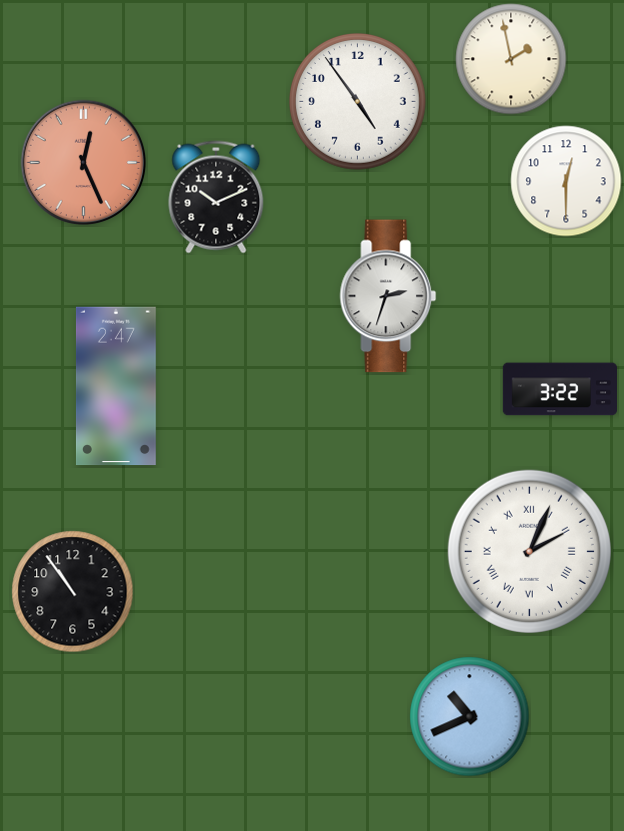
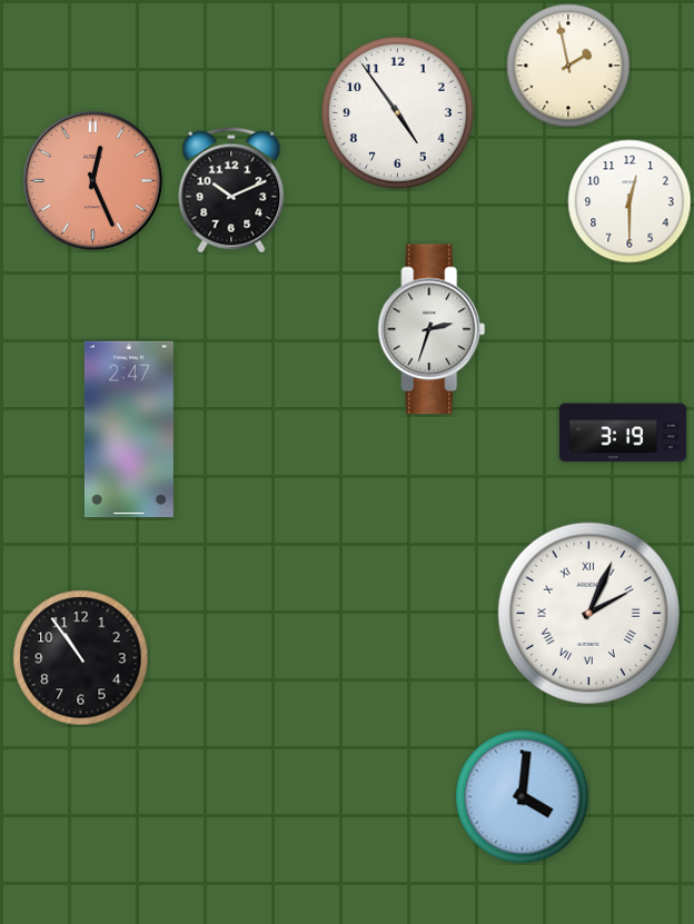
clock at (216, 197) position: (216, 197) -> (231, 190)
clock at (559, 389): 3:22 -> 3:19
clock at (470, 717): 10:41 -> 4:01
